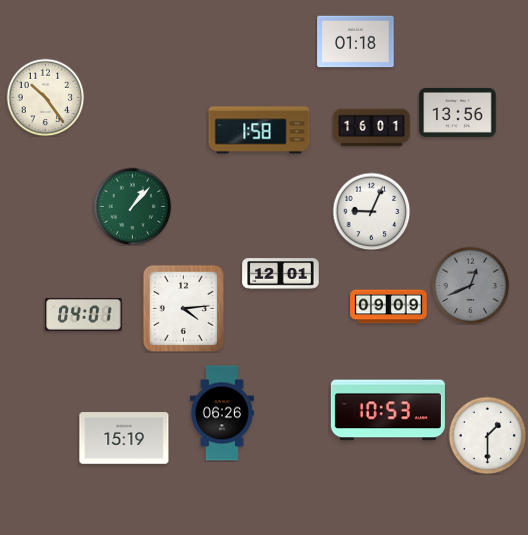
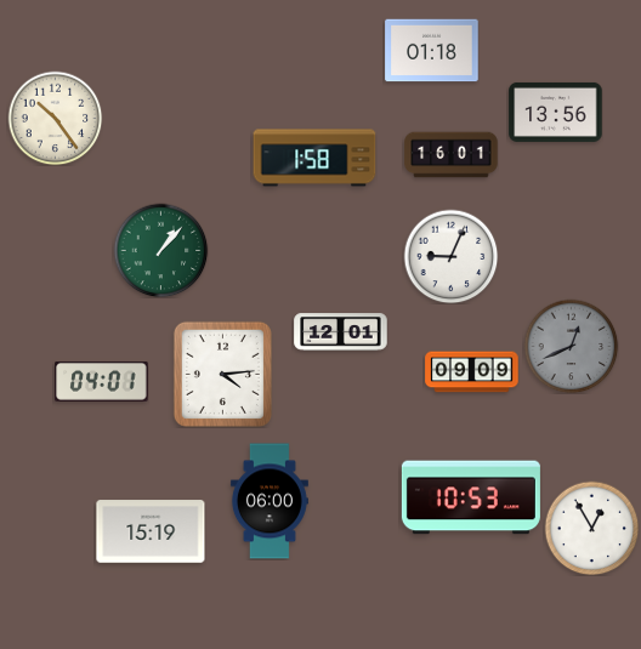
clock at (458, 112) position: (458, 112) -> (556, 112)
clock at (222, 413): 06:26 -> 06:00
clock at (487, 435): 1:30 -> 12:55
